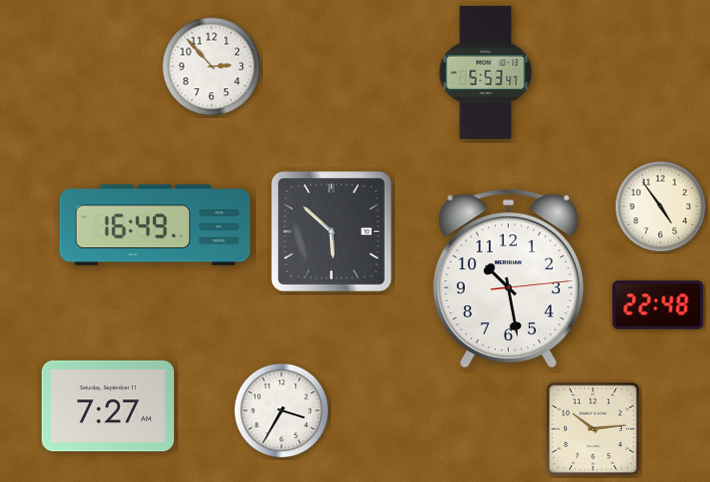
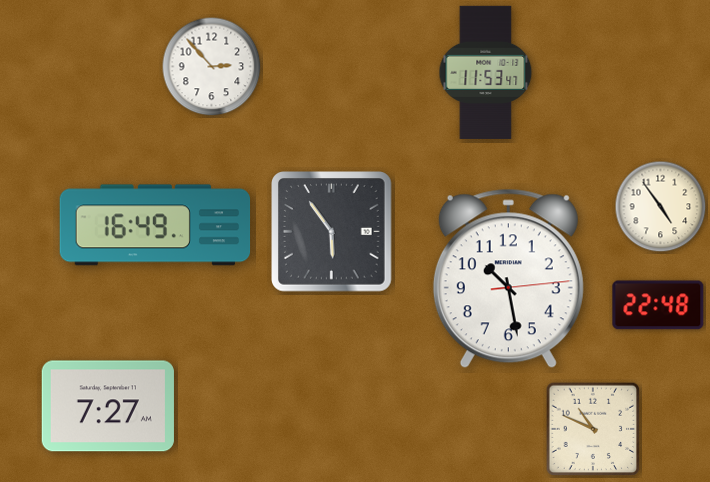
clock at (486, 72): 5:53 -> 11:53
clock at (332, 232): 5:52 -> 5:54
clock at (282, 411): 3:35 -> none
clock at (593, 429): 10:14 -> 10:49
